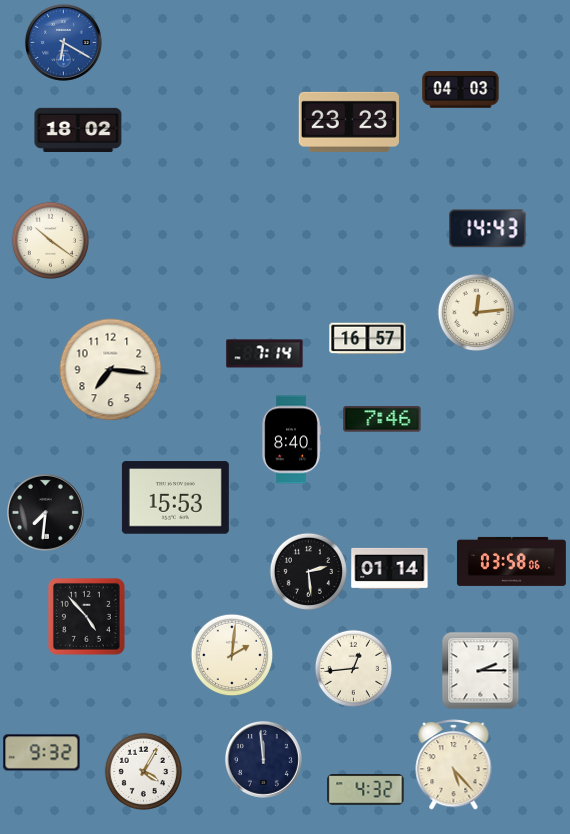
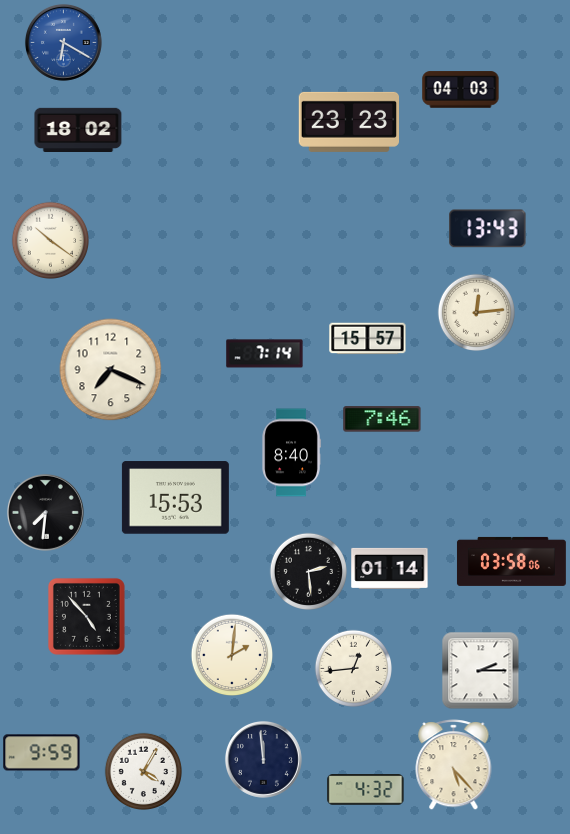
clock at (488, 229): 14:43 -> 13:43
clock at (368, 339): 16:57 -> 15:57
clock at (111, 370): 7:16 -> 7:19
clock at (291, 440) position: (291, 440) -> (291, 453)
clock at (42, 753): 9:32 -> 9:59
